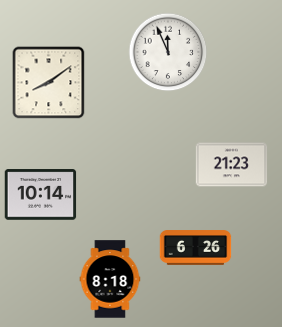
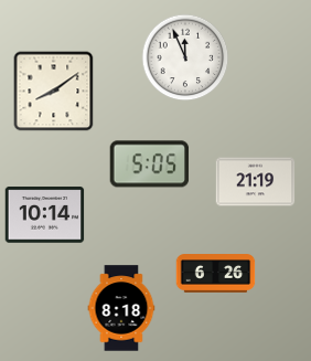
clock at (150, 164): none -> 5:05
clock at (232, 165): 21:23 -> 21:19
